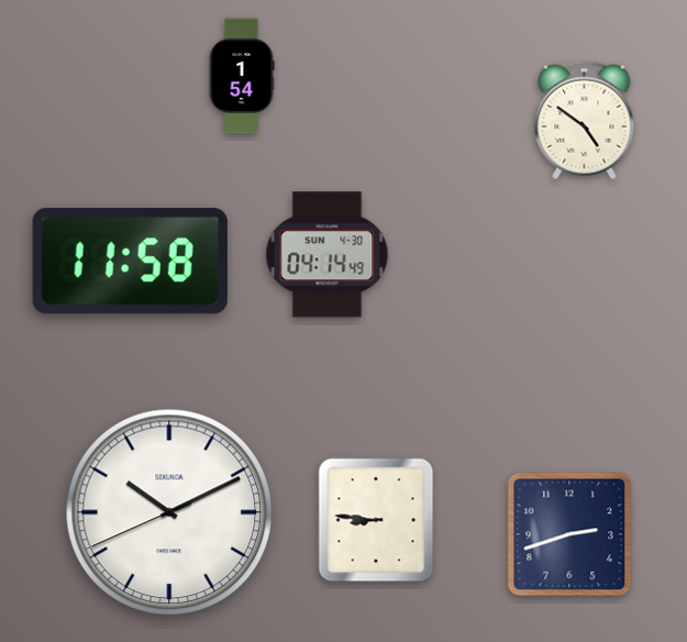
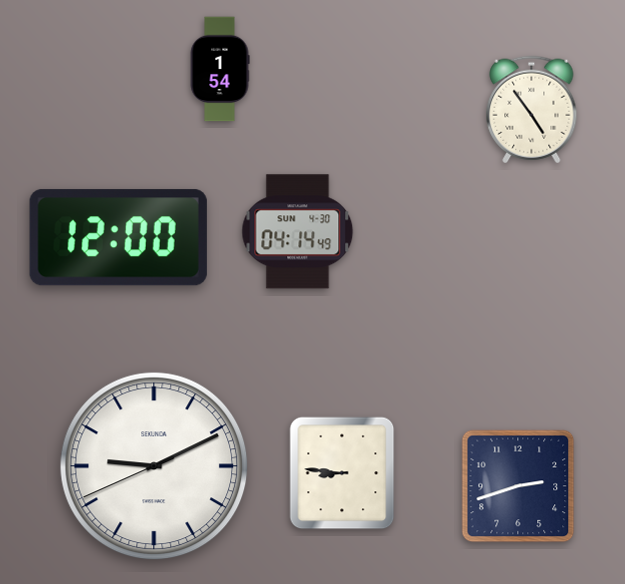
clock at (585, 121): 4:51 -> 4:54
clock at (130, 262): 11:58 -> 12:00
clock at (169, 512): 10:10 -> 9:10
